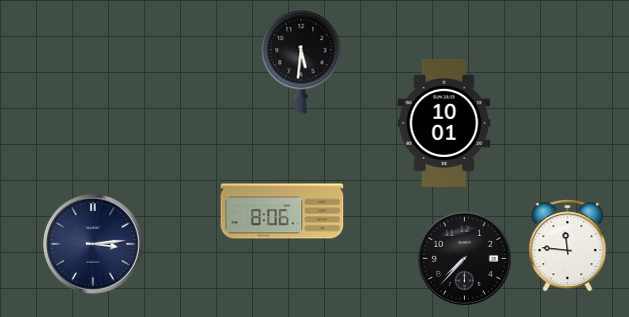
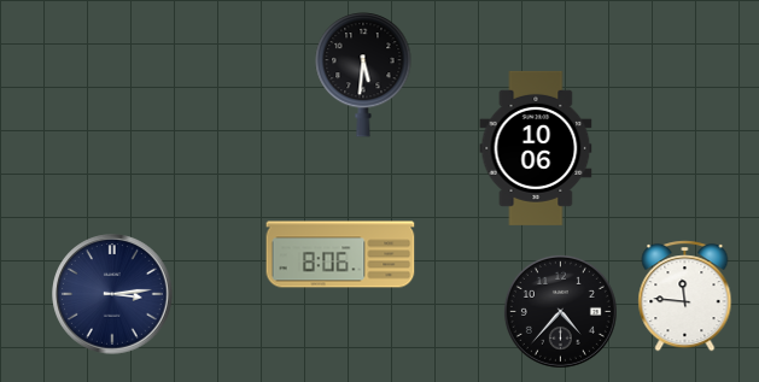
clock at (444, 123): 10:01 -> 10:06
clock at (464, 258): 7:37 -> 4:37
